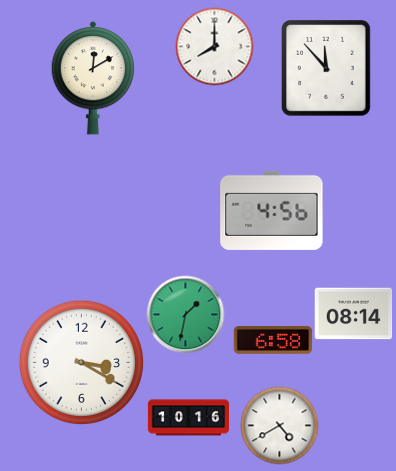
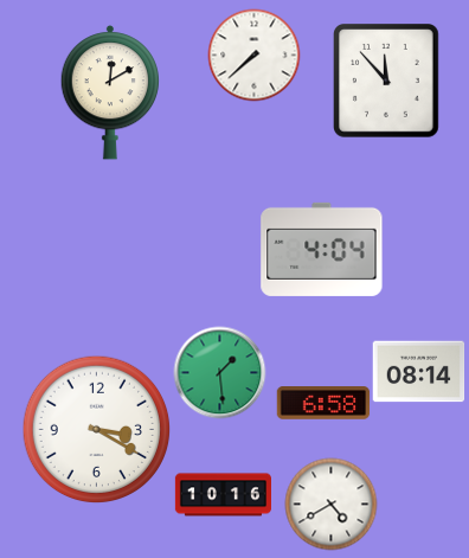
clock at (214, 46): 8:00 -> 7:38
clock at (272, 210): 4:56 -> 4:04
clock at (185, 314): 1:32 -> 1:29
